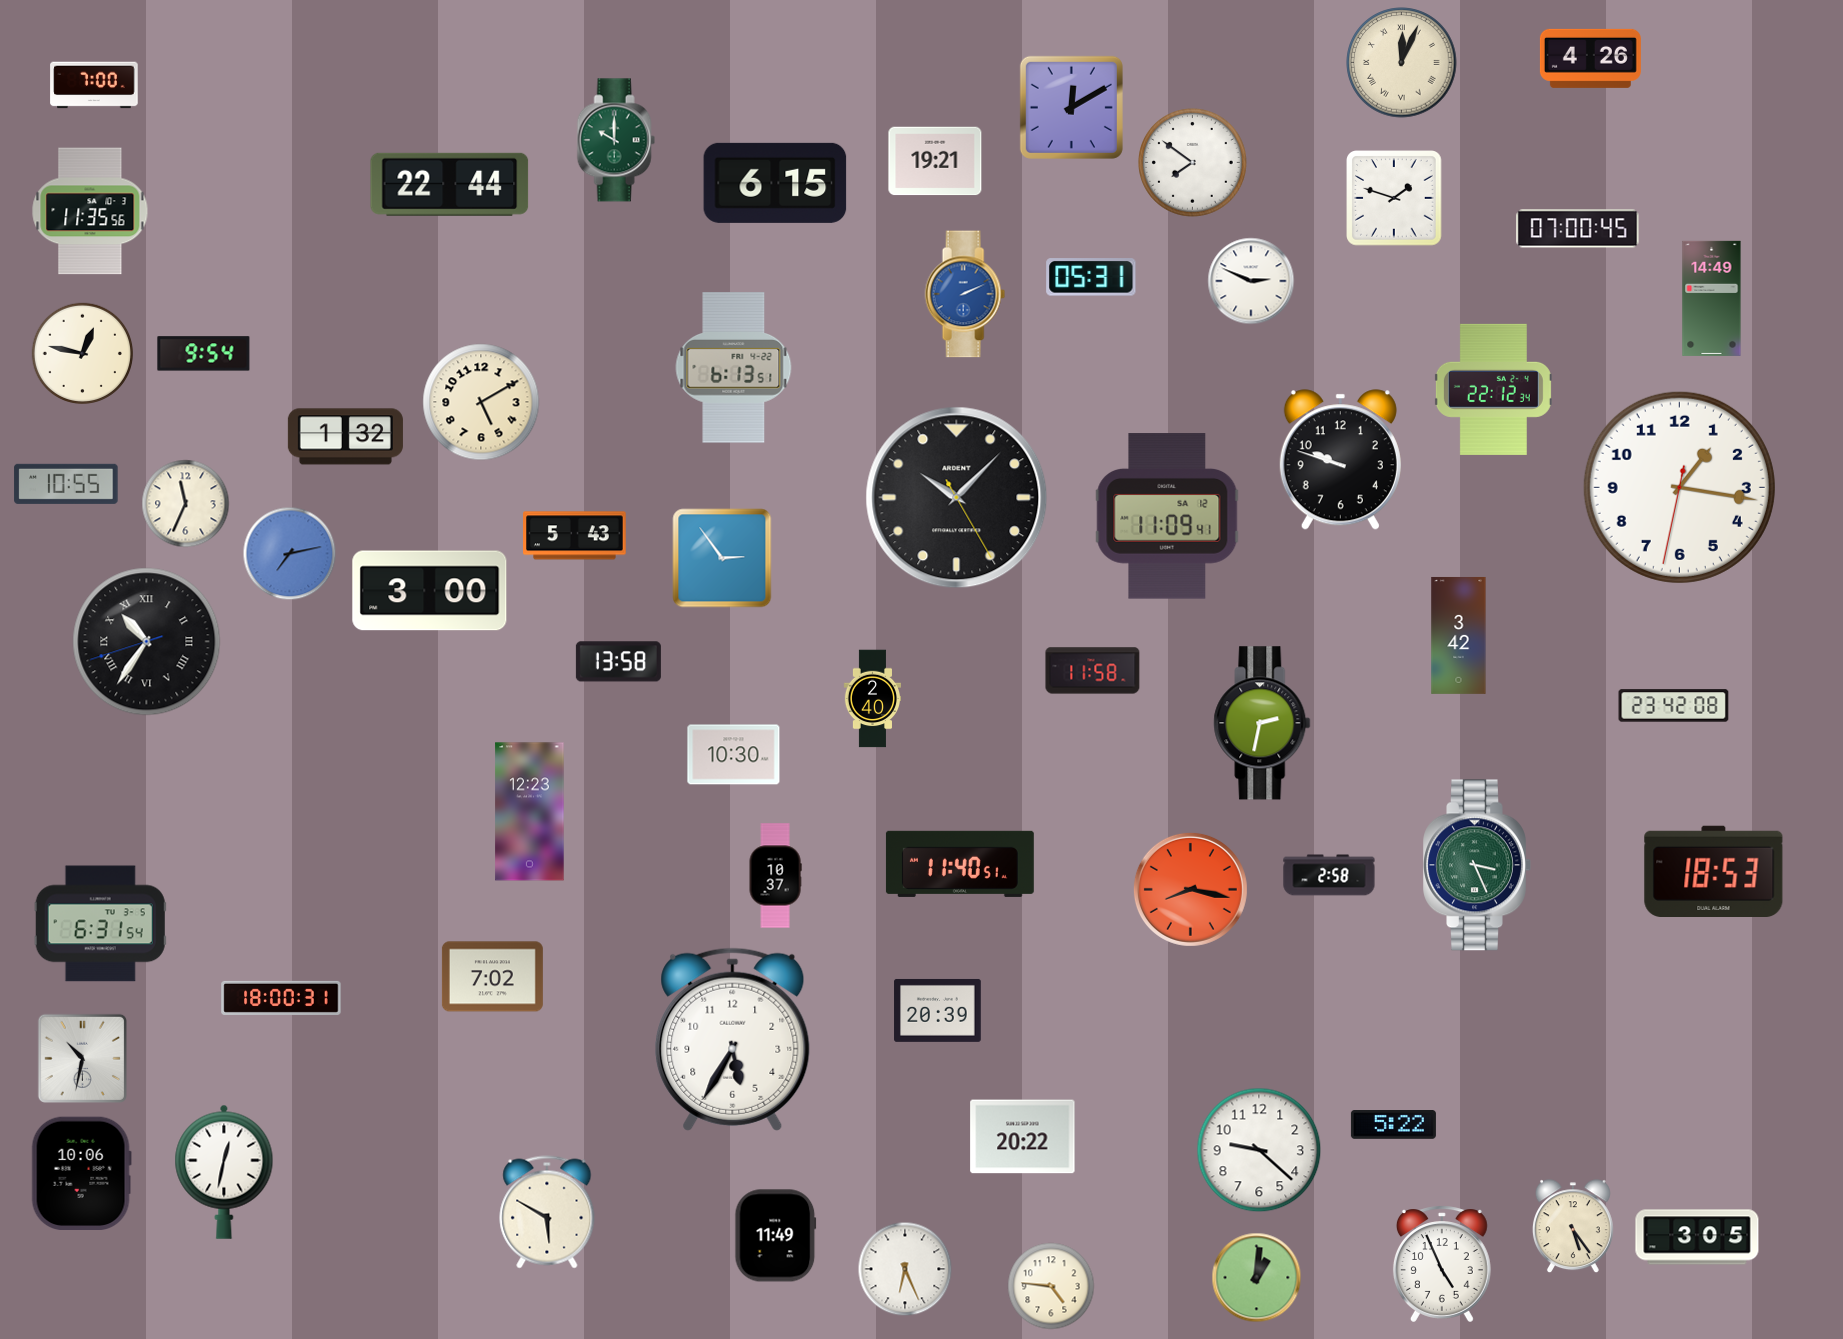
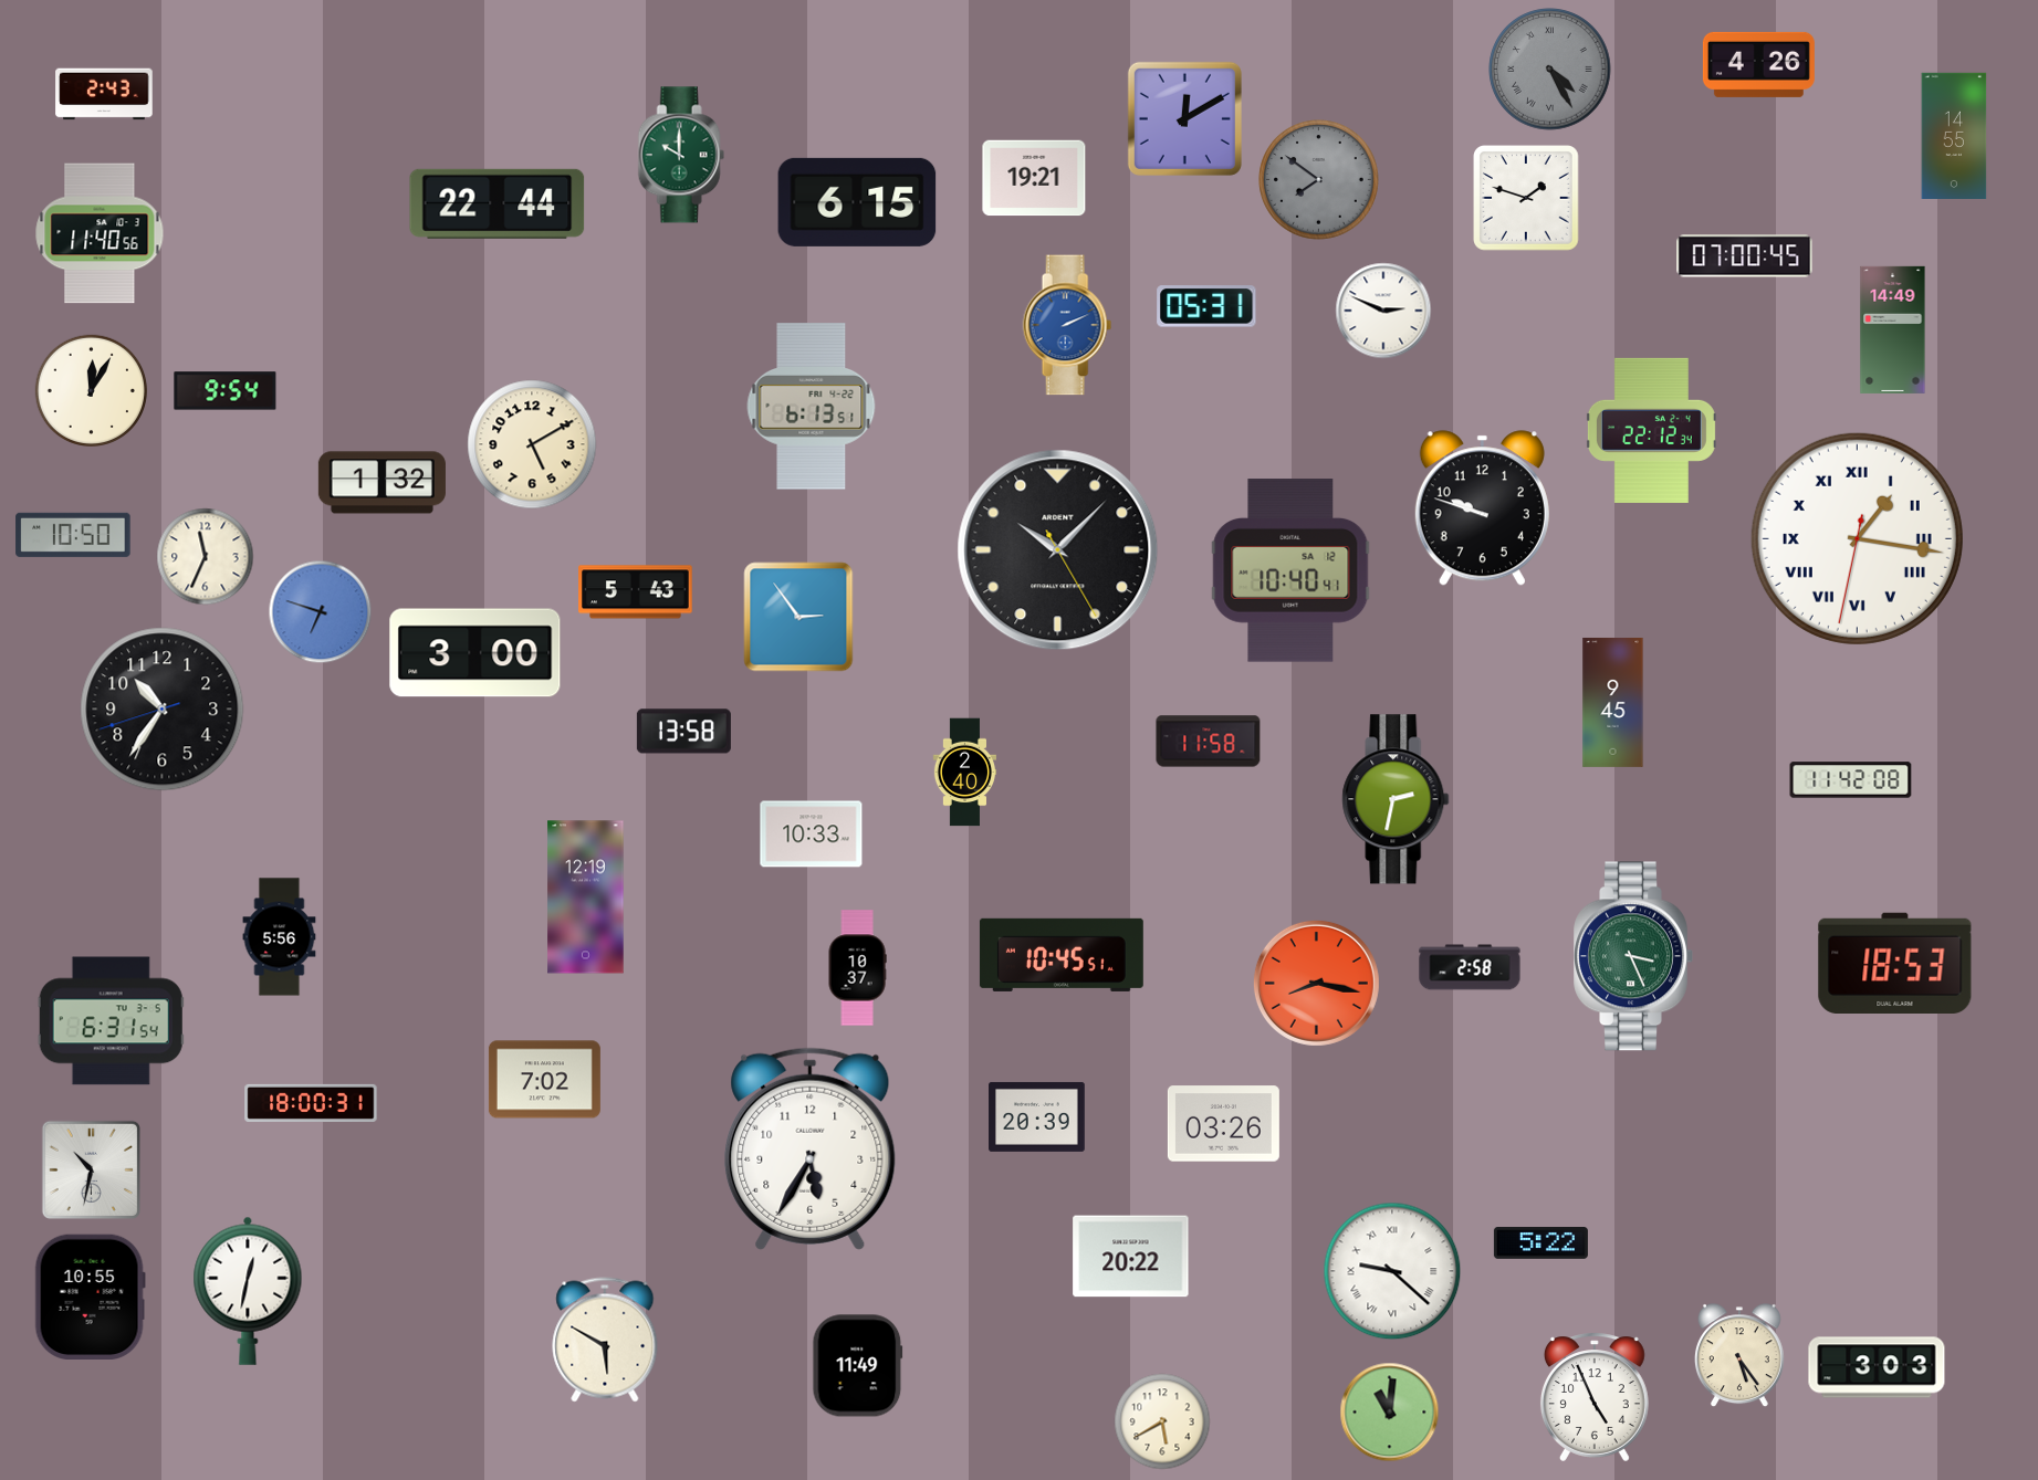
clock at (1402, 63): 12:04 -> 4:25
clock at (1402, 63) dial: cream -> grey
clock at (94, 85): 7:00 -> 2:43
clock at (1954, 135): none -> 14:55
clock at (1193, 163) dial: white -> grey
clock at (1395, 199) position: (1395, 199) -> (1527, 199)
clock at (90, 211): 11:35 -> 11:40
clock at (1578, 229) position: (1578, 229) -> (1745, 256)
clock at (82, 353): 12:47 -> 12:05
clock at (66, 484): 10:55 -> 10:50
clock at (1679, 487) numerals: Arabic -> Roman
clock at (1167, 516): 11:09 -> 10:40
clock at (290, 554): 7:13 -> 6:48
clock at (1459, 635): 3:42 -> 9:45
clock at (147, 642) numerals: Roman -> Arabic
clock at (1674, 706): 23:42 -> 11:42
clock at (734, 755): 10:30 -> 10:33
clock at (530, 812): 12:23 -> 12:19
clock at (280, 937): none -> 5:56
clock at (960, 864): 11:40 -> 10:45
clock at (1223, 1124): none -> 03:26
clock at (1259, 1150) numerals: Arabic -> Roman
clock at (224, 1172) position: (224, 1172) -> (248, 1291)
clock at (81, 1173): 10:06 -> 10:55
clock at (1697, 1237): 3:05 -> 3:03
clock at (905, 1269): 6:26 -> none
clock at (1257, 1278): 1:01 -> 11:01
clock at (1051, 1286): 4:46 -> 5:40
